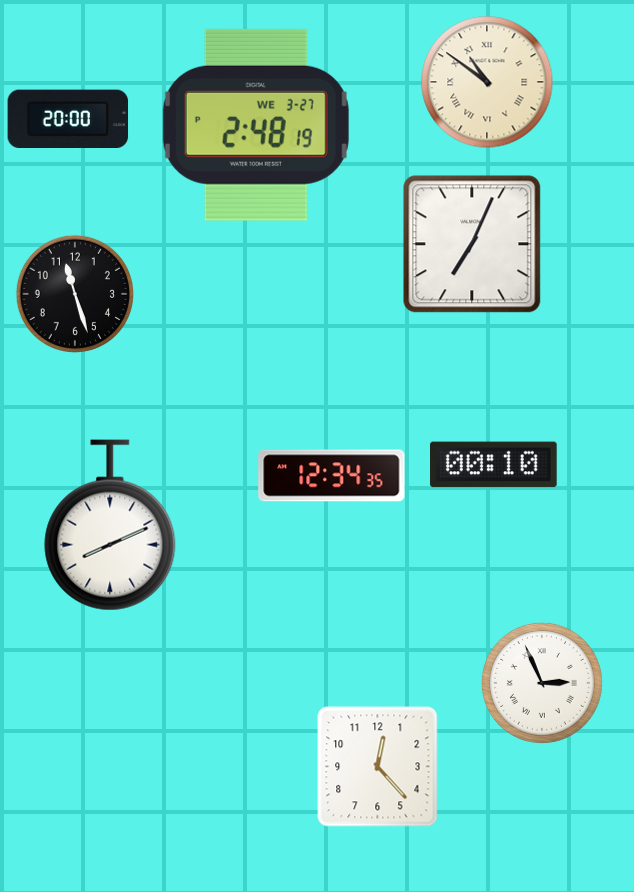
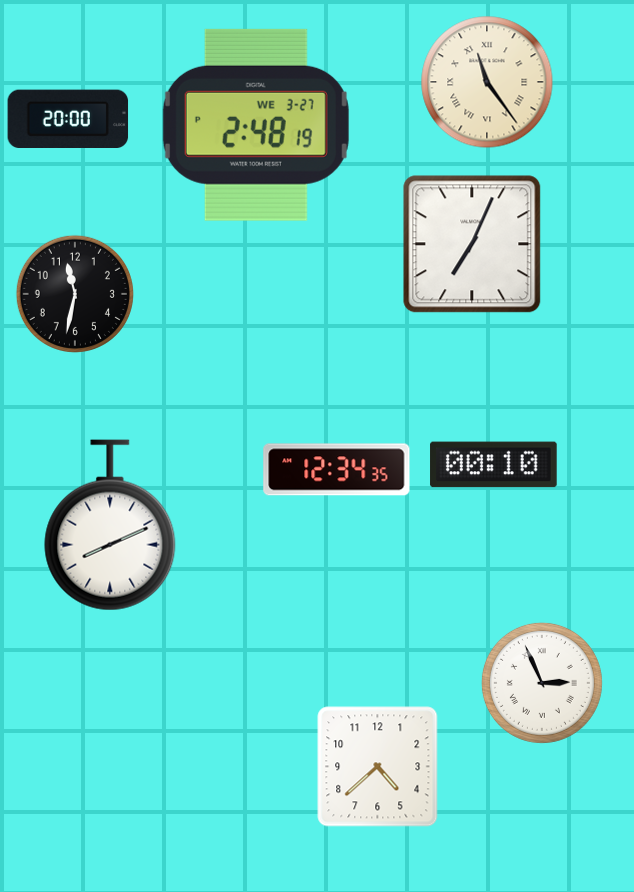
clock at (487, 82): 10:51 -> 11:24
clock at (75, 294): 11:27 -> 11:32
clock at (332, 476) position: (332, 476) -> (337, 470)
clock at (378, 767): 12:23 -> 4:38
